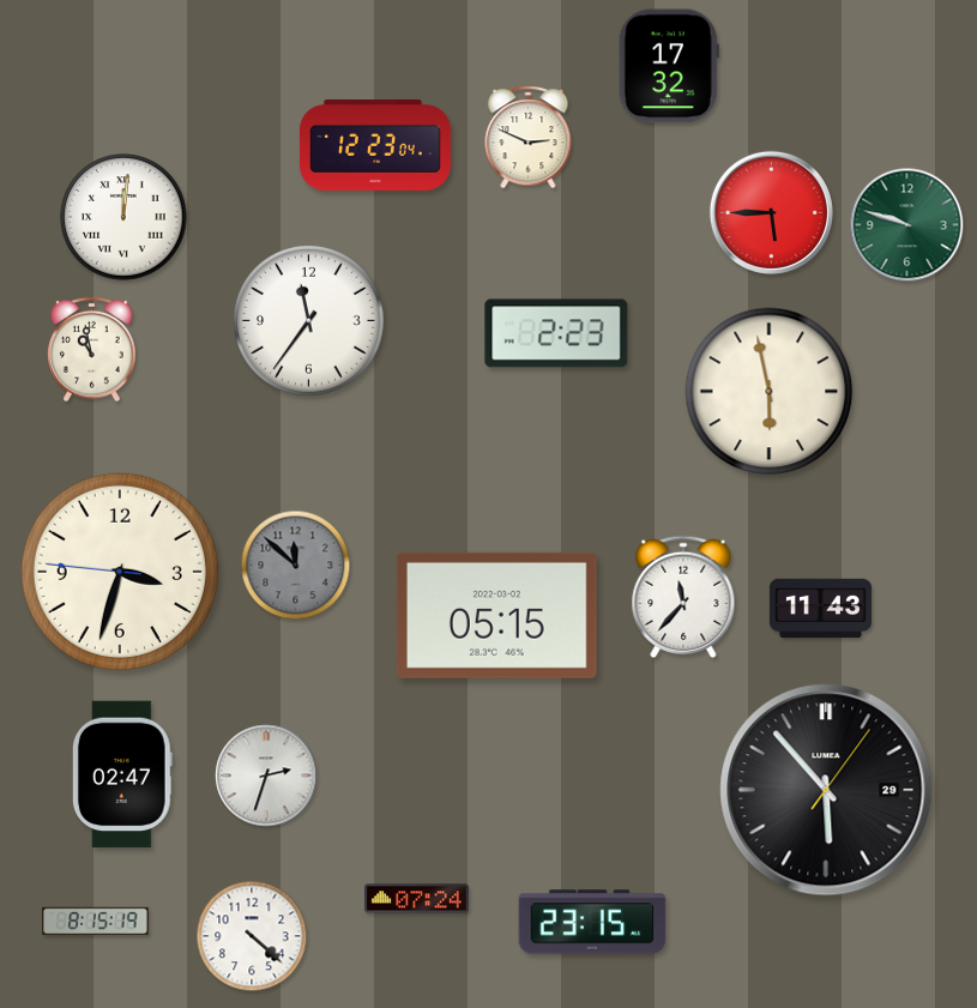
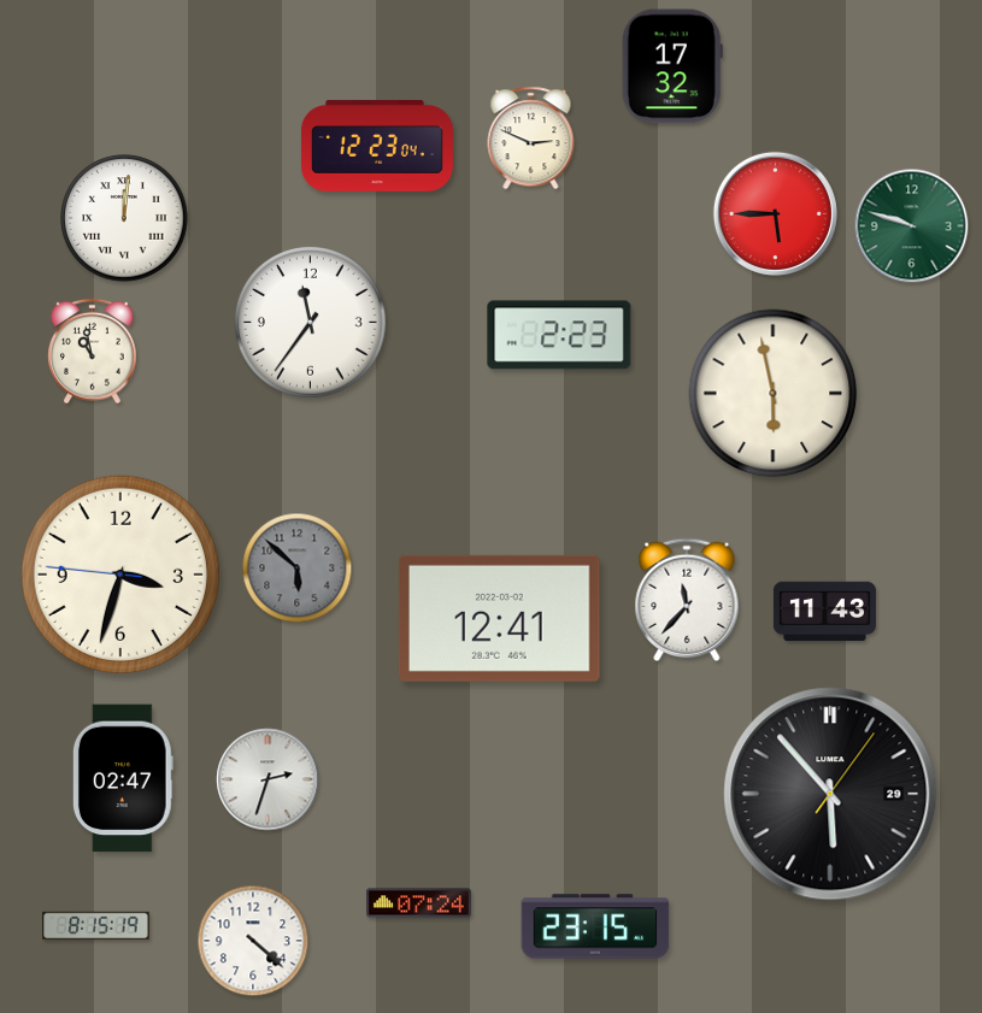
clock at (296, 566): 11:52 -> 5:52
clock at (496, 615): 05:15 -> 12:41
